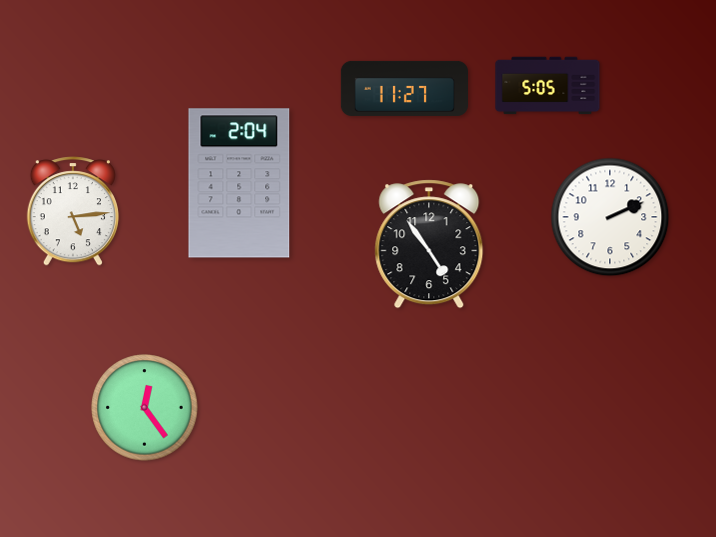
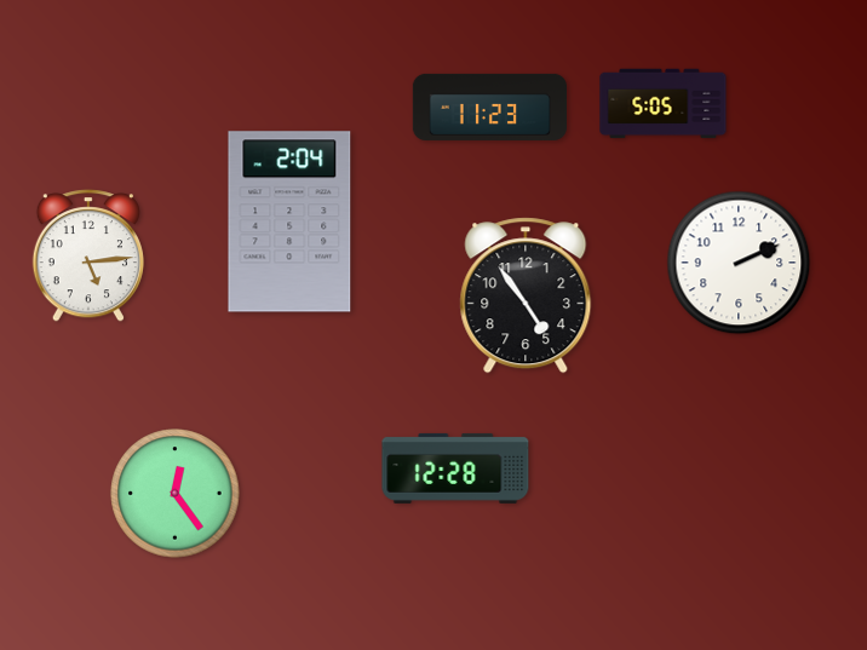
clock at (404, 88): 11:27 -> 11:23
clock at (429, 244) position: (429, 244) -> (526, 295)
clock at (455, 468): none -> 12:28
